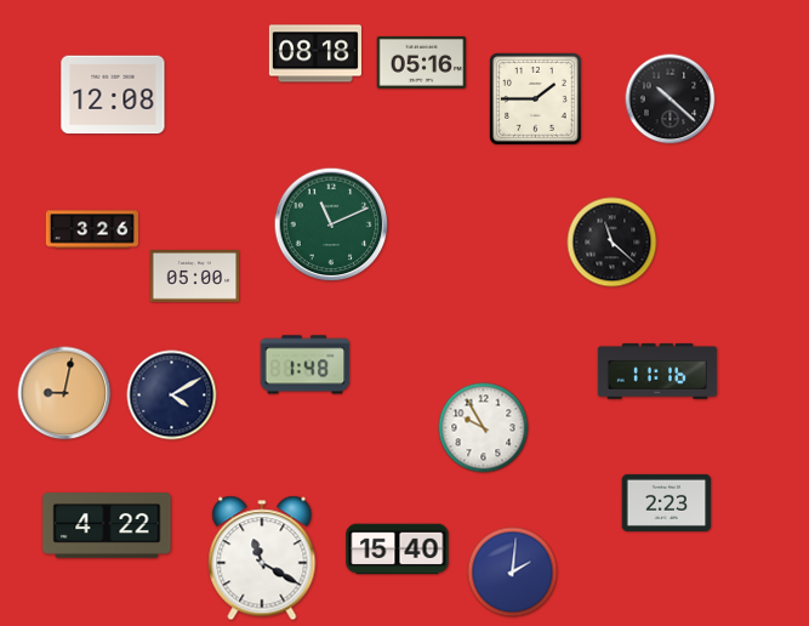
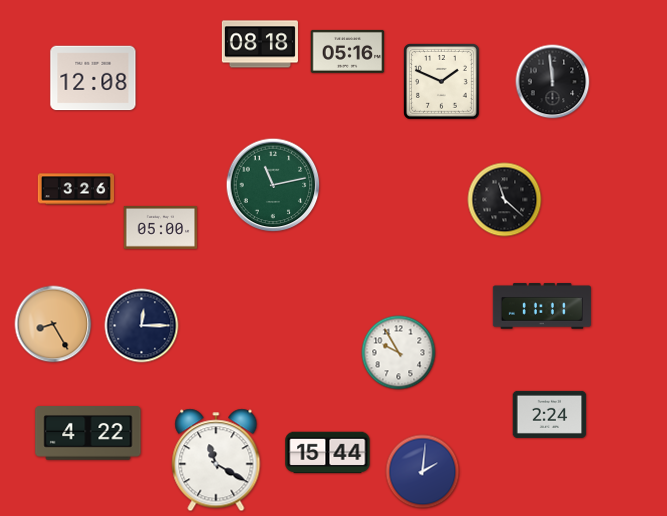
clock at (536, 99): 1:45 -> 1:49
clock at (671, 99): 10:22 -> 11:59
clock at (331, 224): 11:11 -> 11:13
clock at (306, 365): 1:48 -> none
clock at (657, 371): 11:16 -> 11:11
clock at (64, 393): 9:02 -> 8:25
clock at (172, 395): 4:10 -> 12:15
clock at (667, 502): 2:23 -> 2:24
clock at (398, 550): 15:40 -> 15:44
